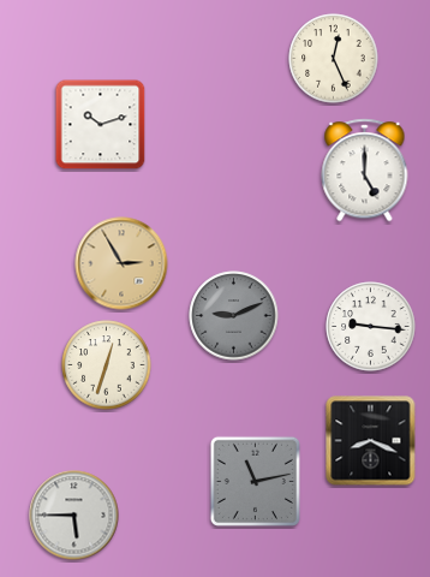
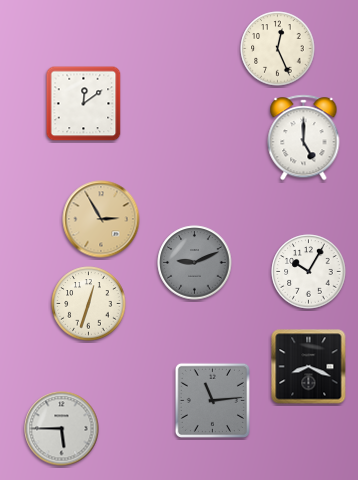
clock at (101, 125): 10:12 -> 12:09
clock at (365, 171) position: (365, 171) -> (304, 138)
clock at (371, 327): 9:16 -> 10:05
clock at (255, 481): 11:13 -> 11:14
